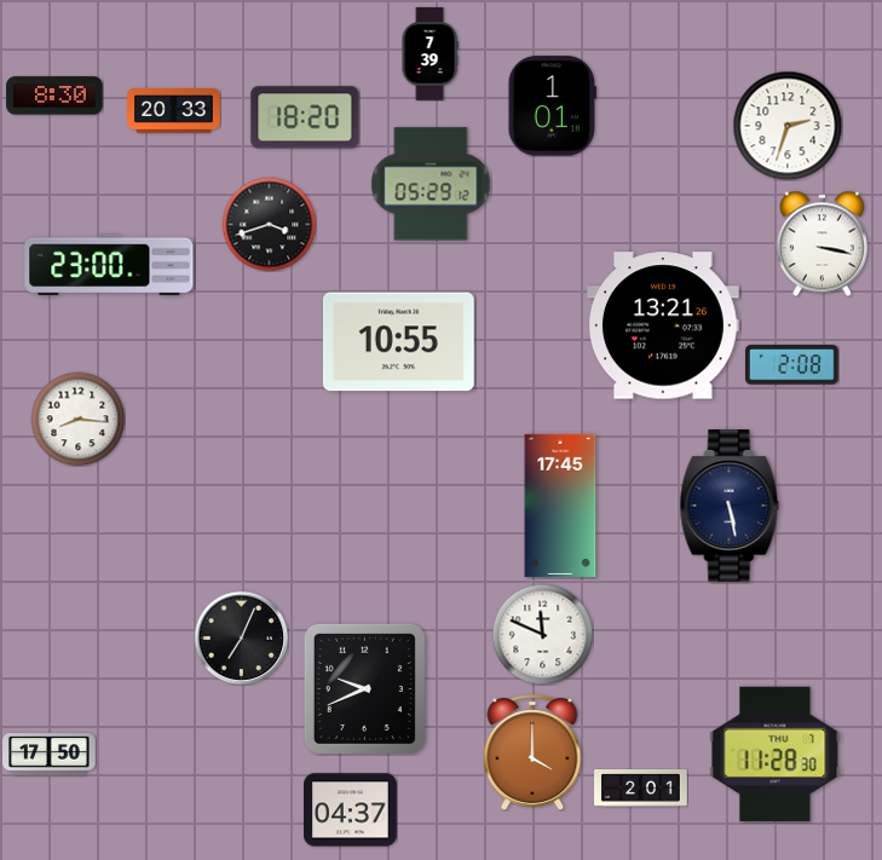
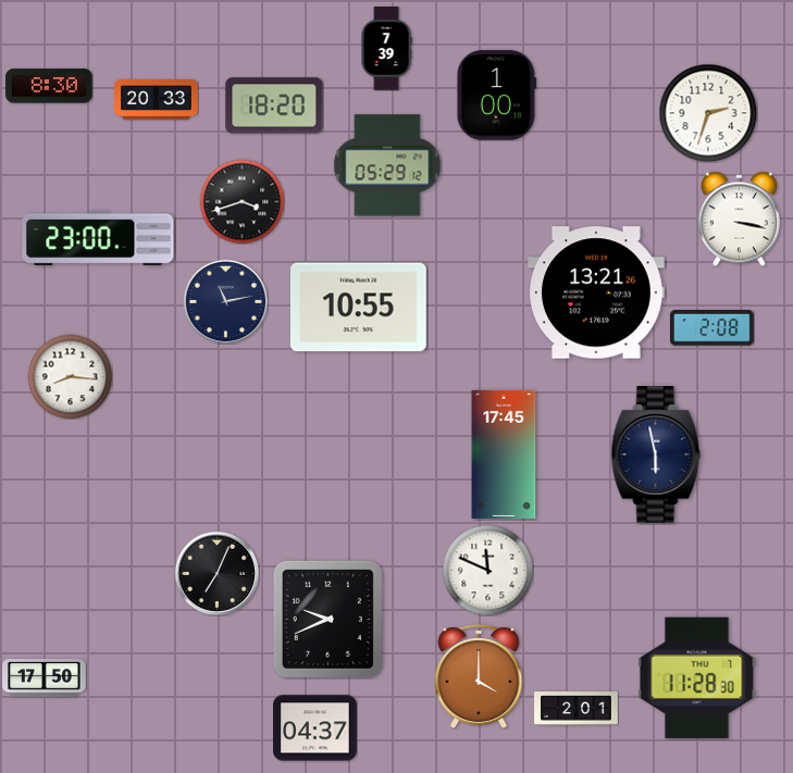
clock at (552, 106): 1:01 -> 1:00
clock at (225, 301): none -> 11:13
clock at (730, 507): 5:28 -> 5:58
